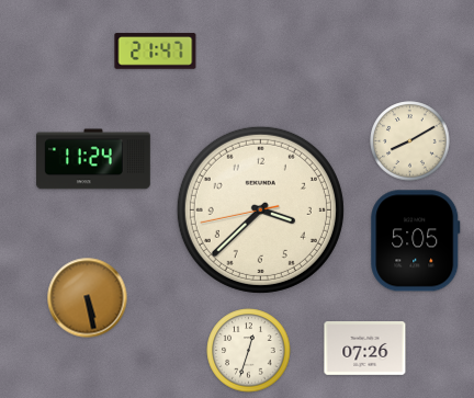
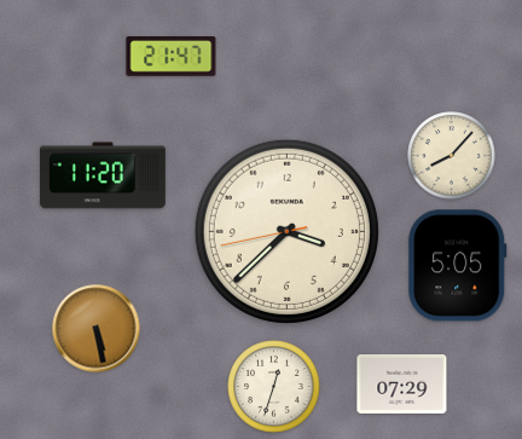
clock at (410, 141): 8:10 -> 8:07
clock at (93, 159): 11:24 -> 11:20
clock at (365, 349): 07:26 -> 07:29
